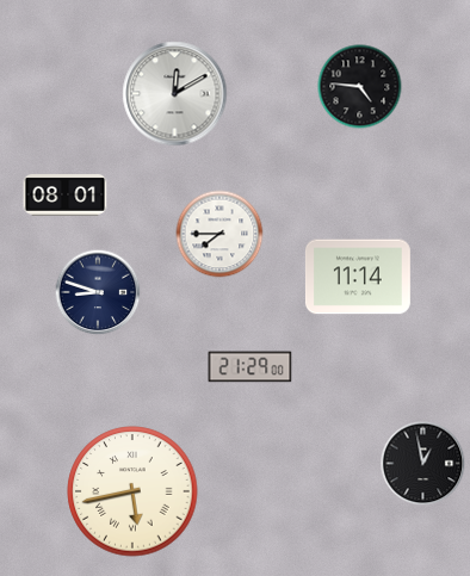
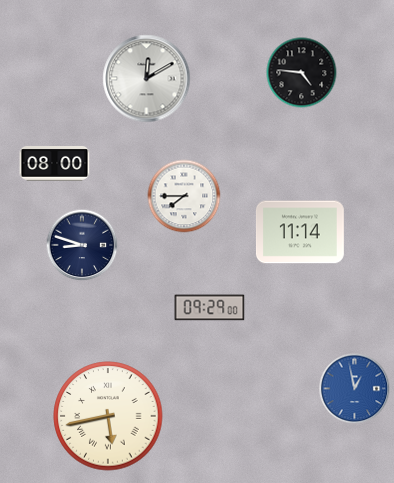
clock at (66, 196): 08:01 -> 08:00
clock at (251, 367): 21:29 -> 09:29
clock at (423, 464) dial: black -> blue
clock at (132, 491) position: (132, 491) -> (108, 416)
